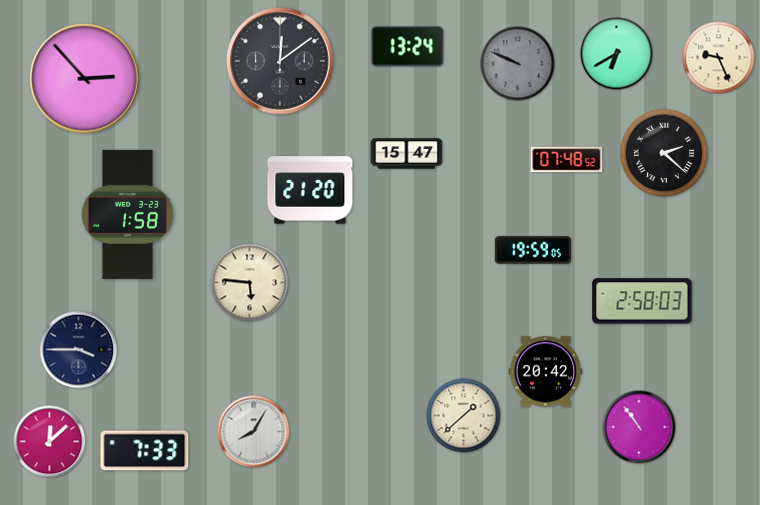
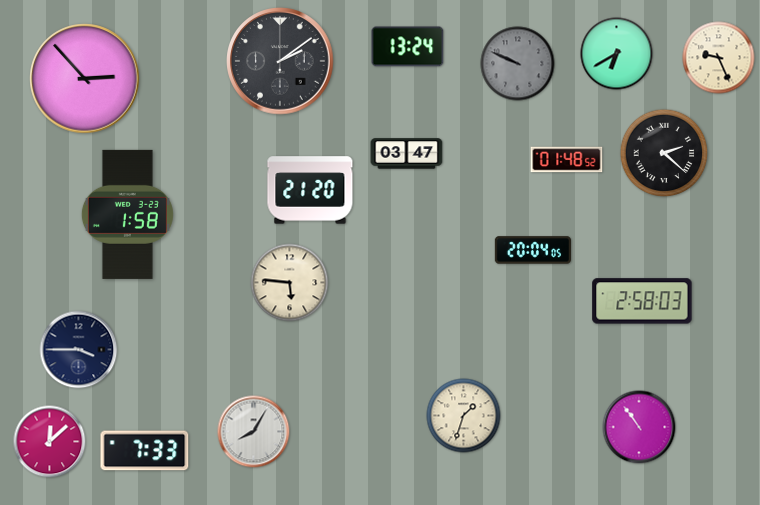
clock at (280, 61): 12:09 -> 2:09
clock at (407, 154): 15:47 -> 03:47
clock at (567, 160): 07:48 -> 01:48
clock at (532, 250): 19:59 -> 20:04
clock at (250, 283) position: (250, 283) -> (290, 283)
clock at (546, 372): 20:42 -> none
clock at (464, 416): 1:38 -> 1:33
